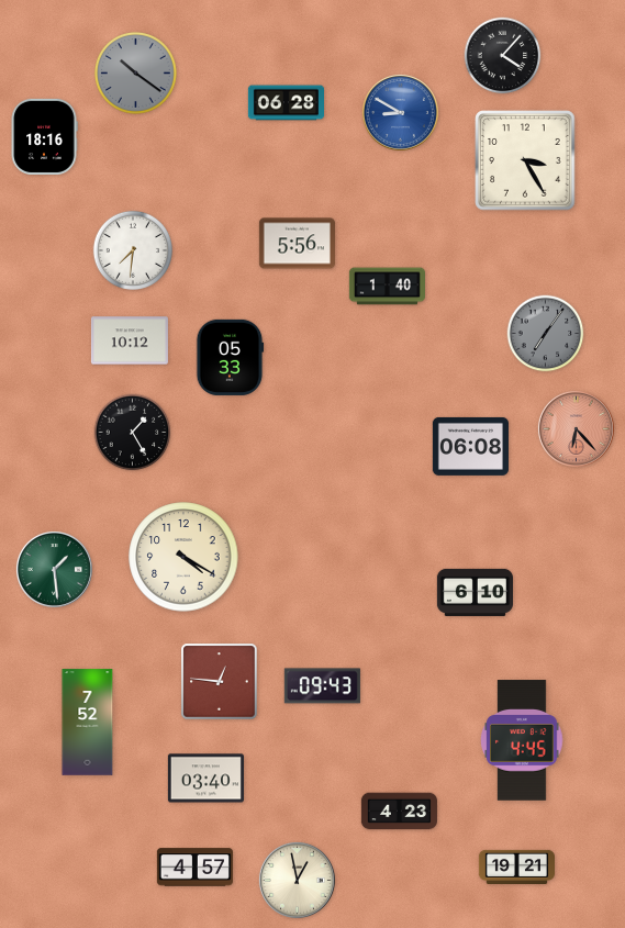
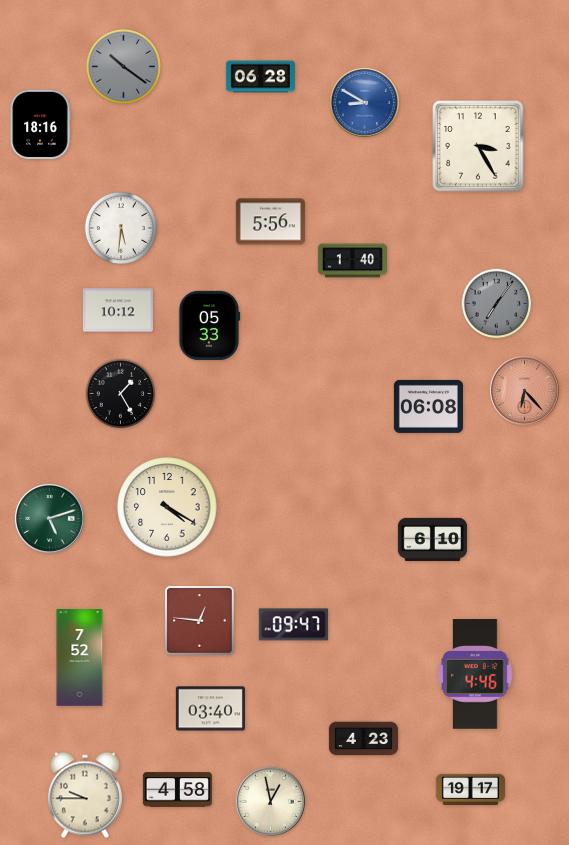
clock at (503, 56): 4:07 -> none
clock at (286, 103) position: (286, 103) -> (260, 77)
clock at (132, 249): 7:31 -> 5:31
clock at (54, 569): 1:29 -> 5:12
clock at (322, 686): 09:43 -> 09:47
clock at (522, 740): 4:45 -> 4:46
clock at (205, 779) position: (205, 779) -> (210, 709)
clock at (516, 866): 19:21 -> 19:17
clock at (194, 868): 4:57 -> 4:58
clock at (85, 795): none -> 9:45
